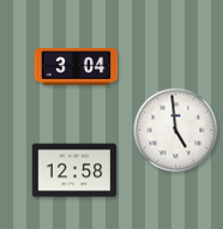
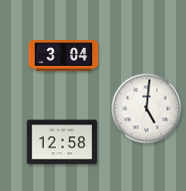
clock at (176, 131): 4:59 -> 5:01
